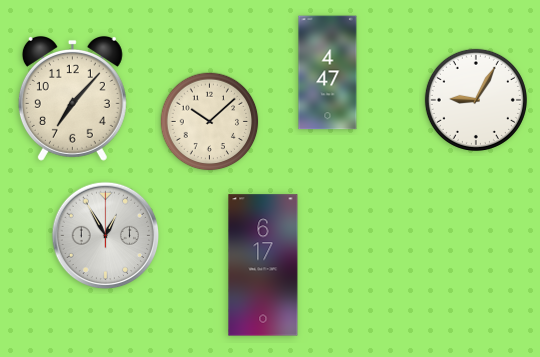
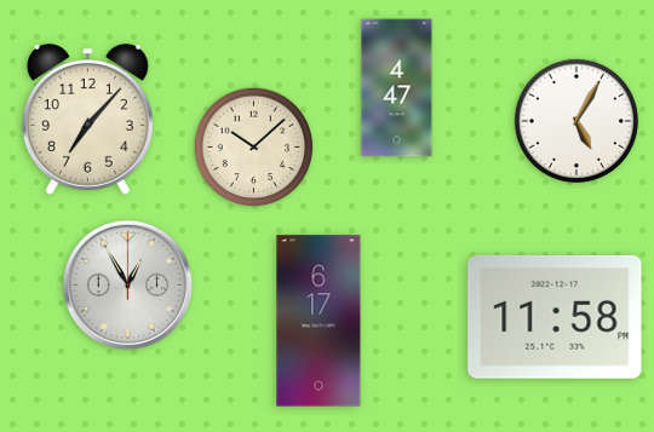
clock at (476, 100): 9:05 -> 5:05
clock at (555, 317): none -> 11:58
